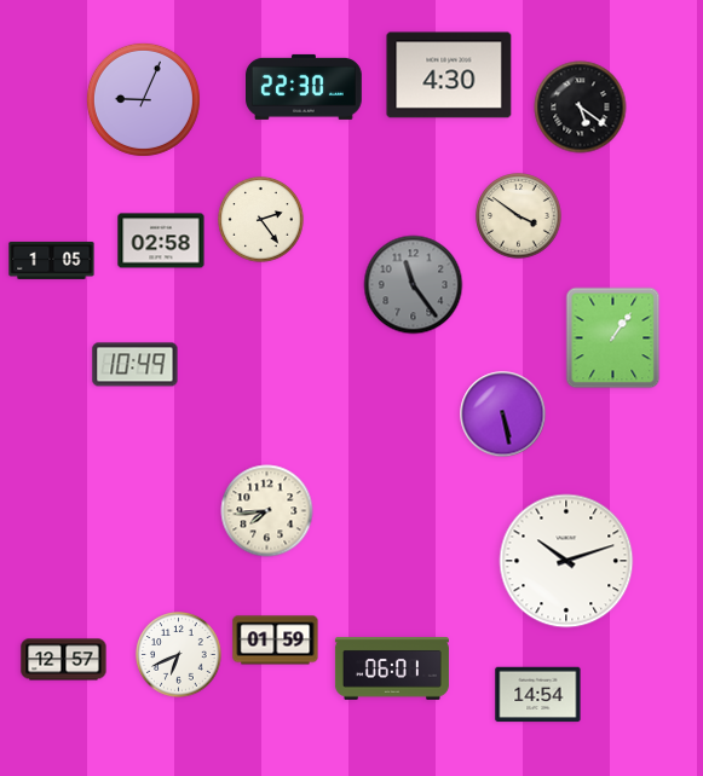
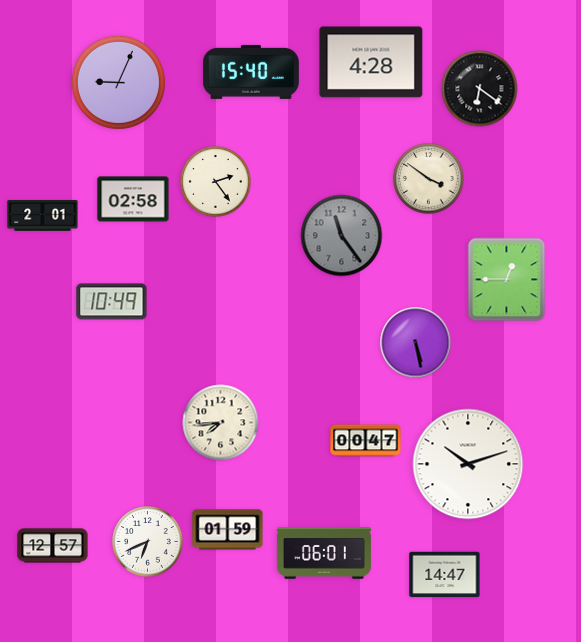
clock at (449, 75): 4:30 -> 4:28
clock at (305, 87): 22:30 -> 15:40
clock at (581, 108): 5:21 -> 6:21
clock at (52, 260): 1:05 -> 2:01
clock at (613, 338): 1:06 -> 12:45
clock at (366, 441): none -> 00:47
clock at (538, 695): 14:54 -> 14:47
